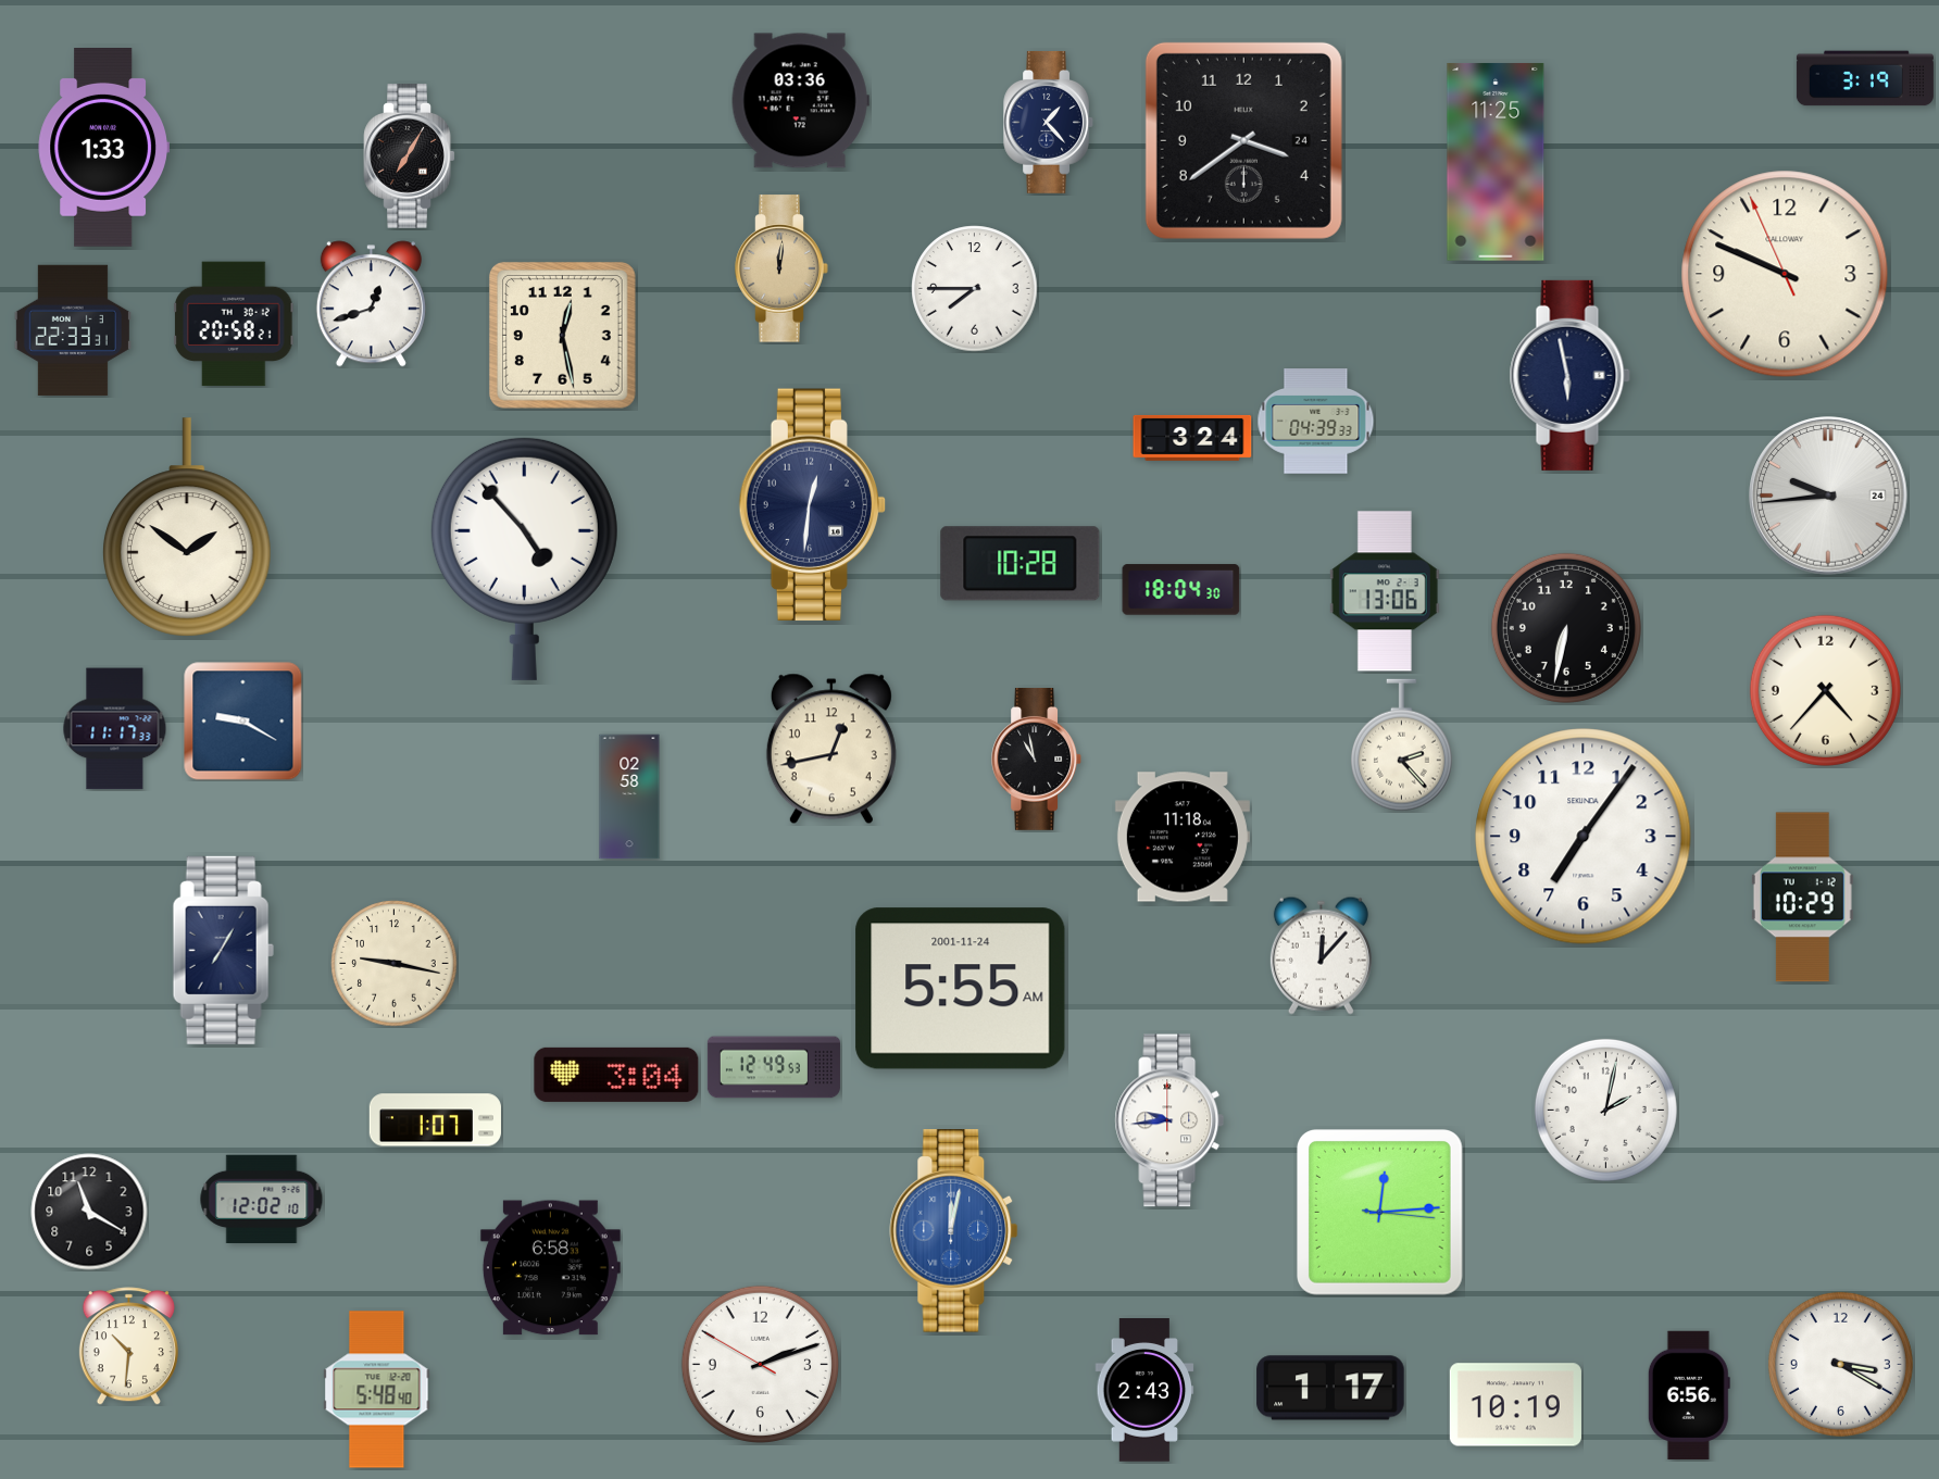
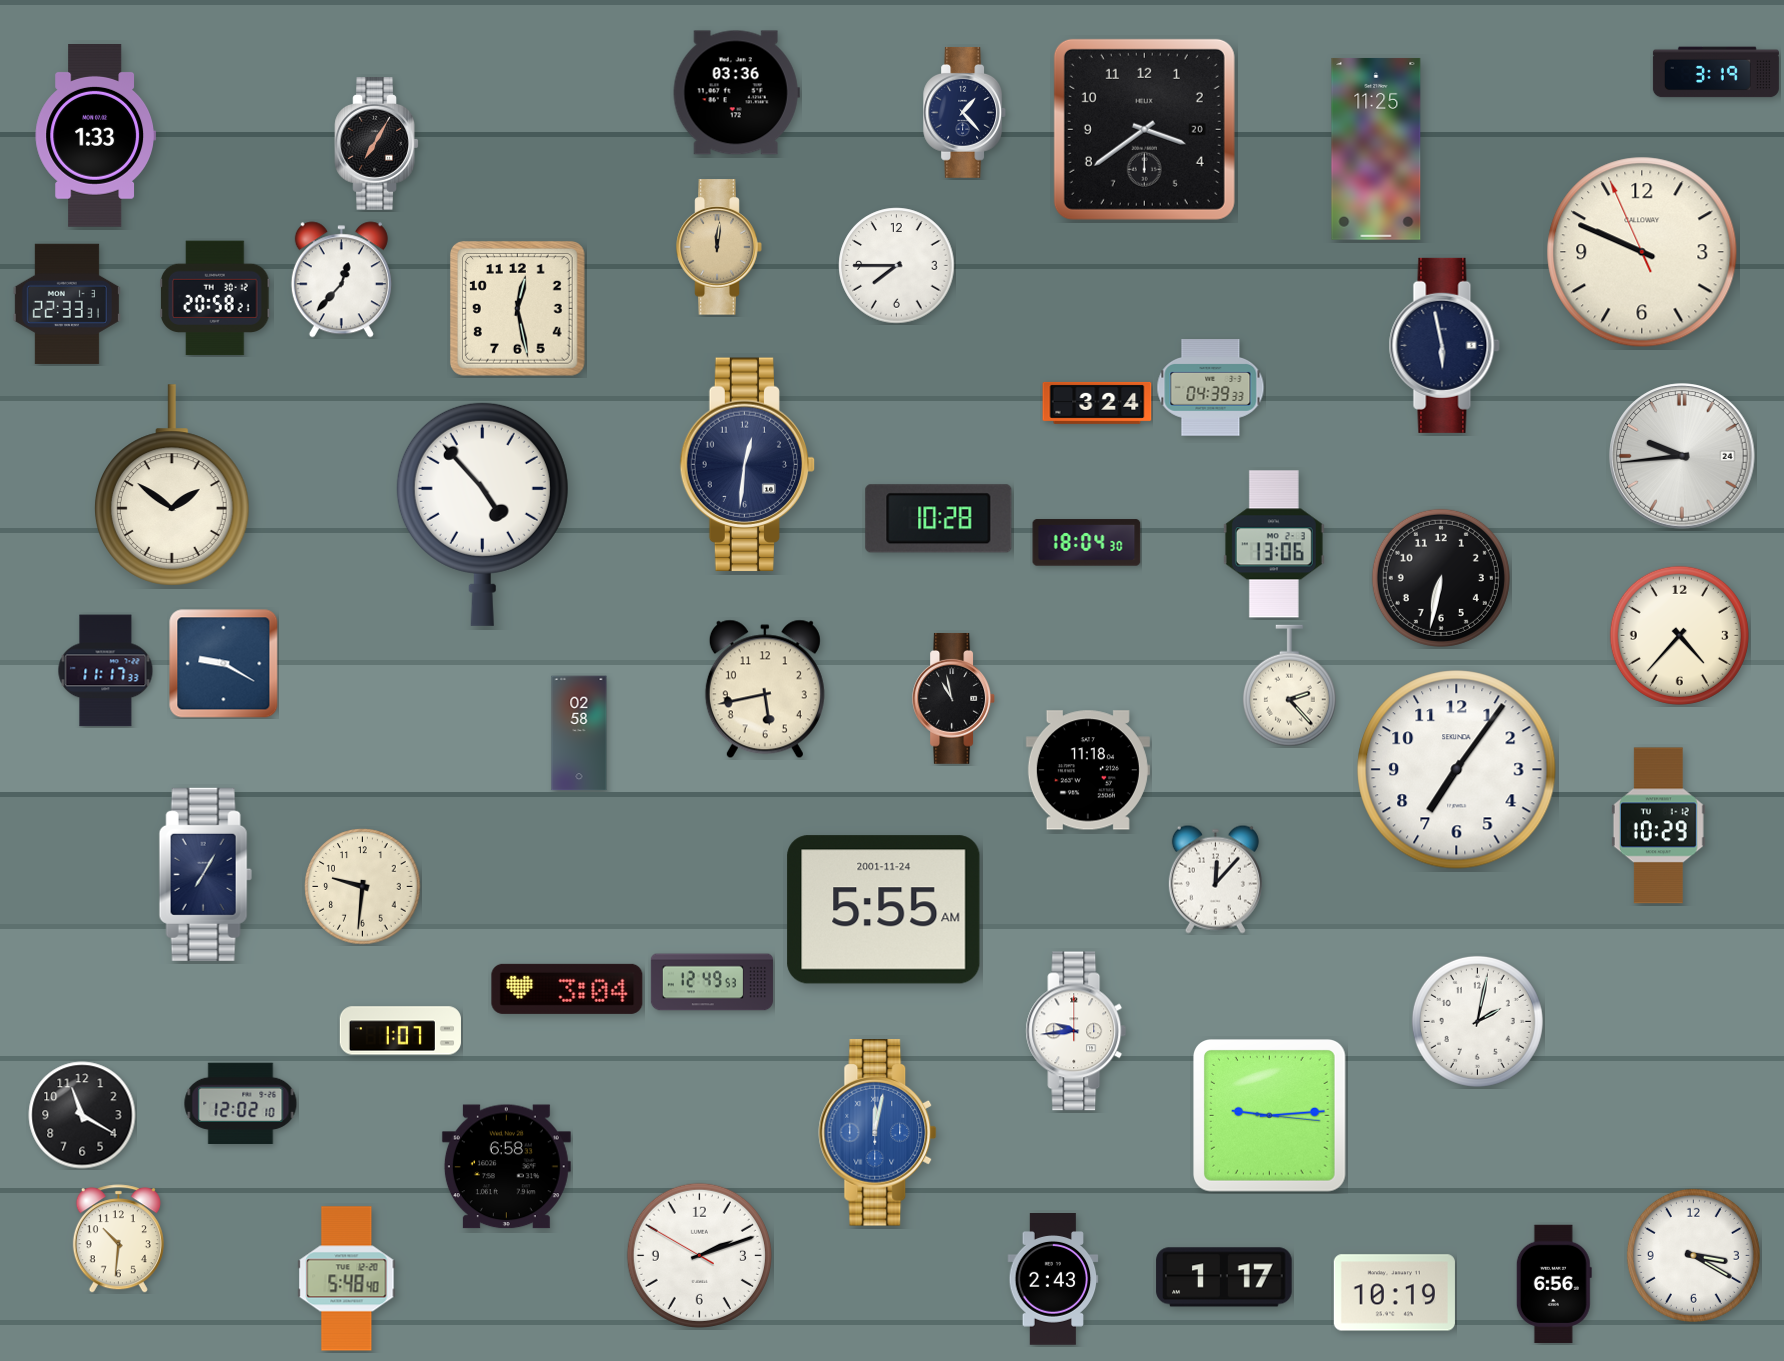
clock at (1243, 140) date: 24 -> 20
clock at (371, 304): 12:42 -> 12:37
clock at (831, 749): 12:43 -> 5:43
clock at (395, 964): 9:17 -> 9:31
clock at (1380, 1213): 12:14 -> 9:14
